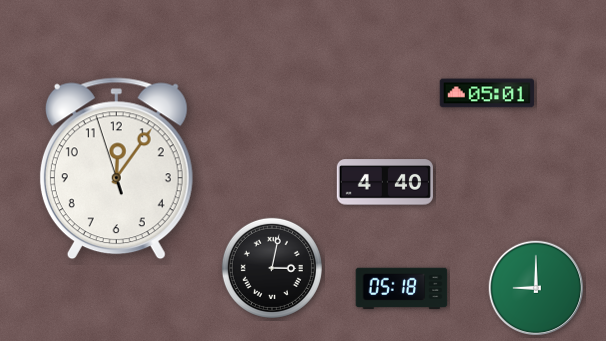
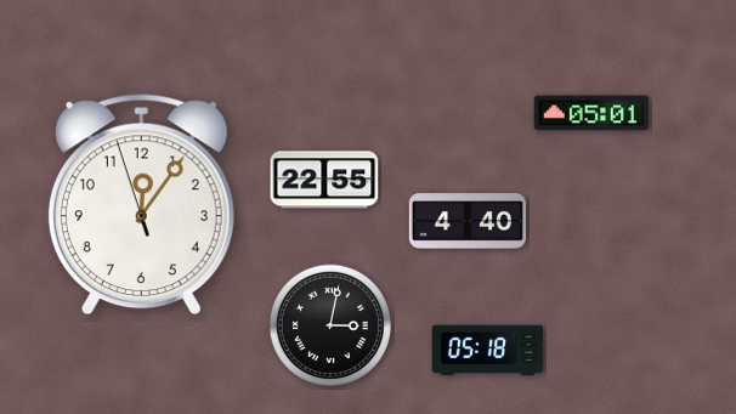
clock at (324, 180): none -> 22:55
clock at (536, 288): 9:00 -> none
